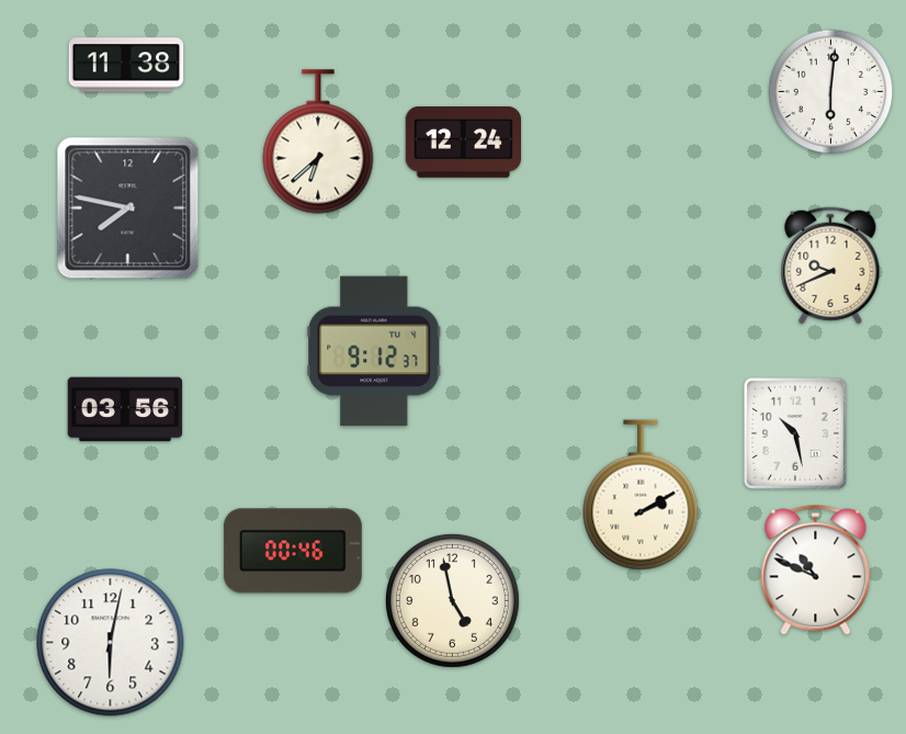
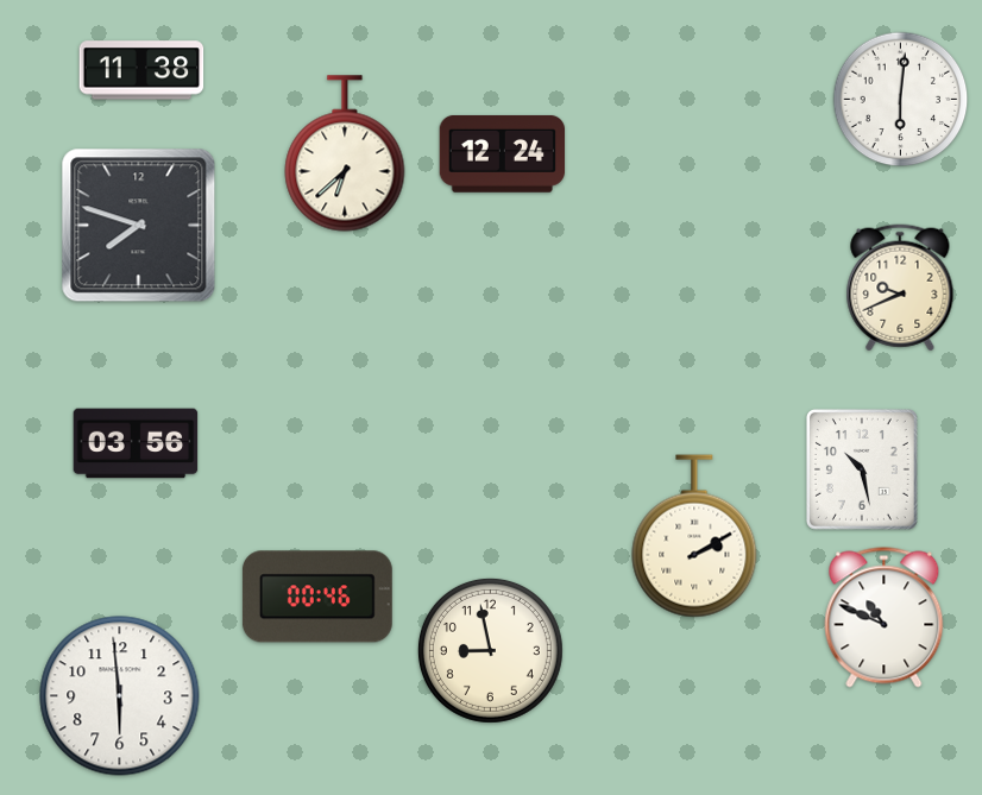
clock at (126, 65) position: (126, 65) -> (141, 70)
clock at (128, 208): 7:47 -> 7:48
clock at (374, 351): 9:12 -> none
clock at (452, 600): 4:58 -> 8:58
clock at (111, 643): 6:02 -> 5:59
